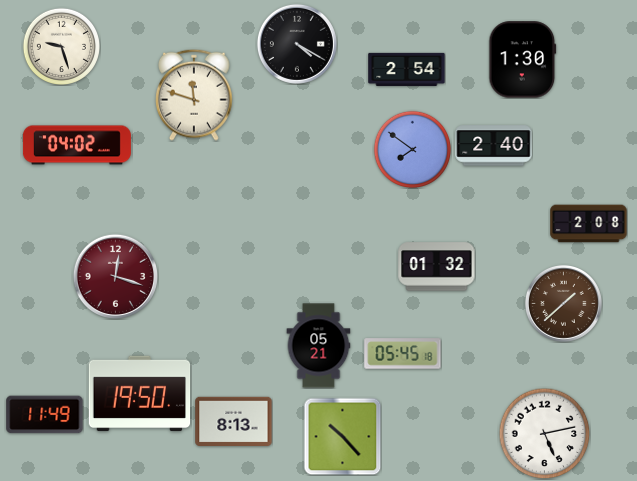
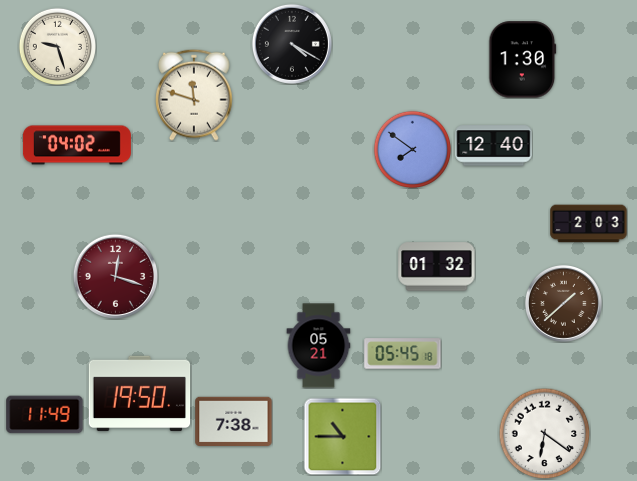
clock at (297, 44) position: (297, 44) -> (292, 44)
clock at (61, 46) position: (61, 46) -> (57, 46)
clock at (407, 69): 2:54 -> none
clock at (494, 146): 2:40 -> 12:40
clock at (589, 224): 2:08 -> 2:03
clock at (234, 422): 8:13 -> 7:38
clock at (544, 433): 5:13 -> 6:21
clock at (342, 436): 10:23 -> 10:45
